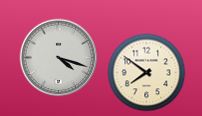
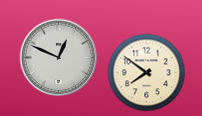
clock at (58, 57): 4:18 -> 12:49
